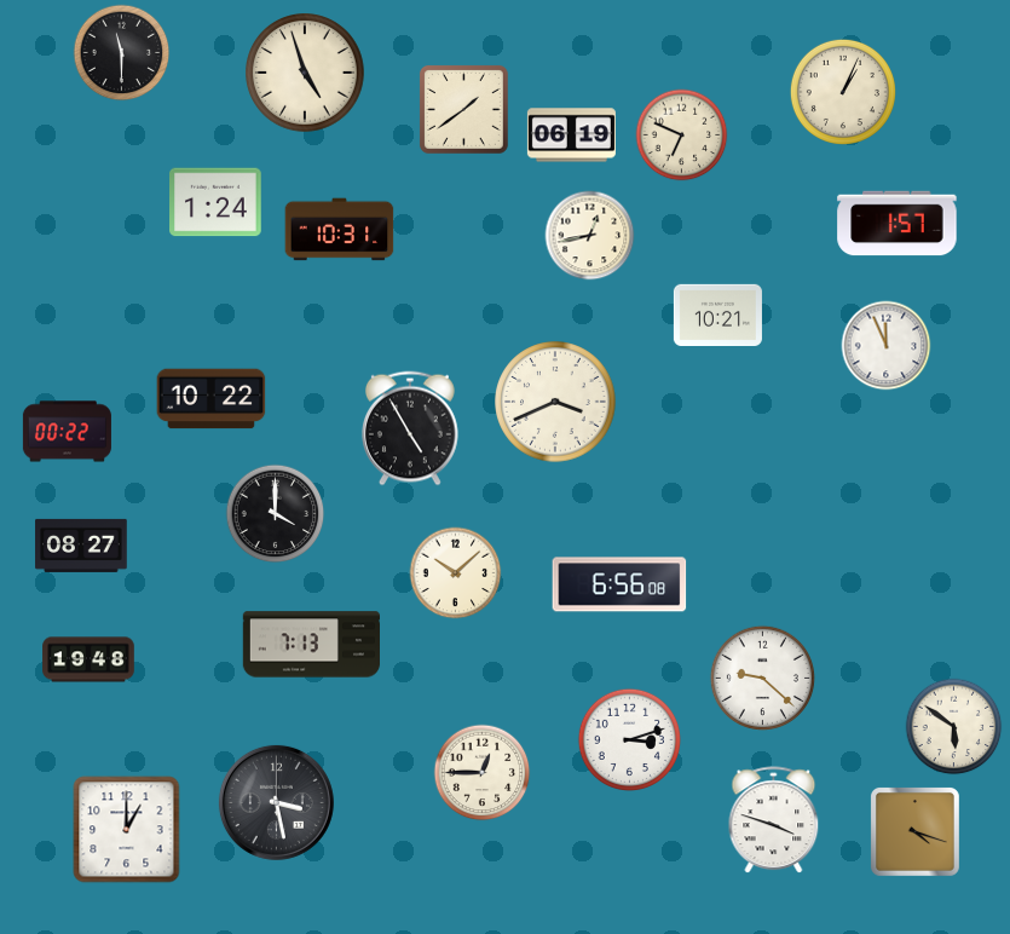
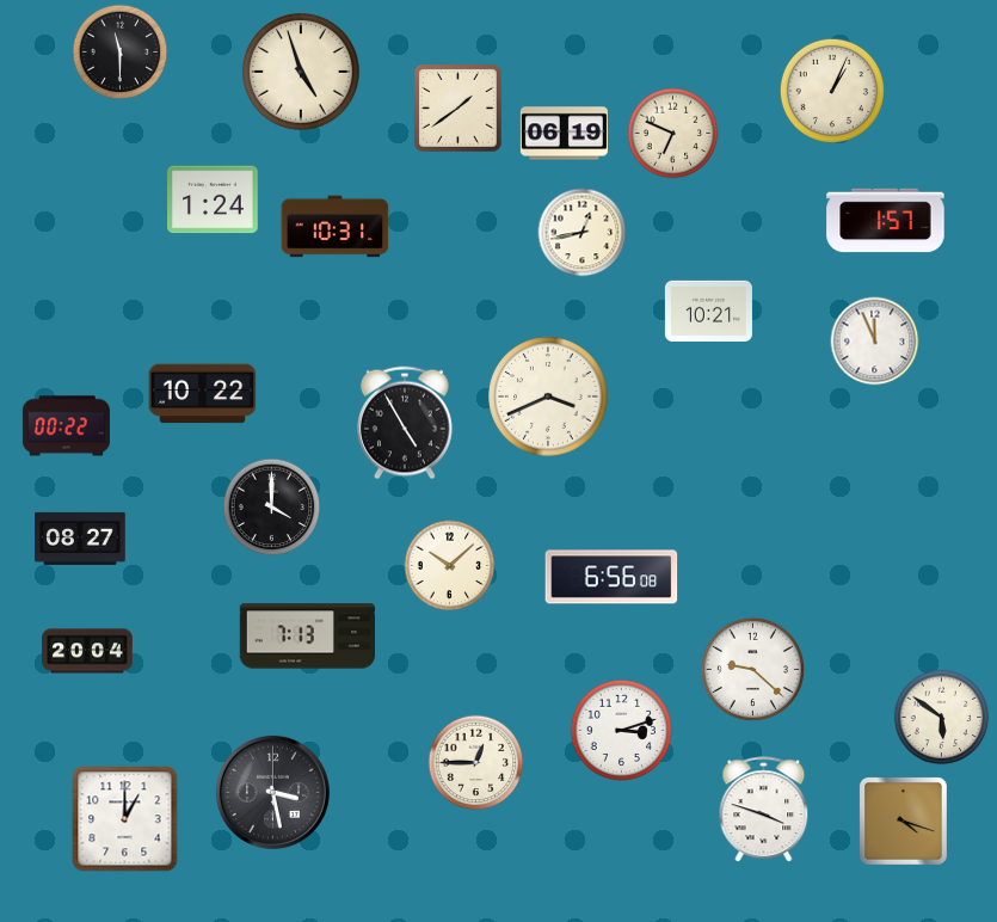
clock at (212, 399) position: (212, 399) -> (203, 394)
clock at (88, 659): 19:48 -> 20:04
